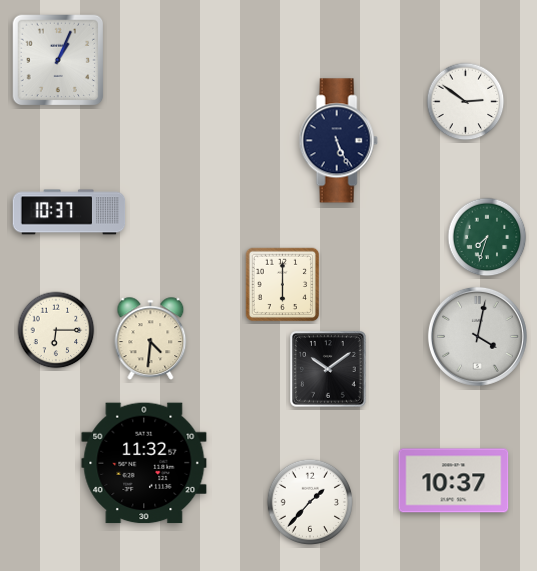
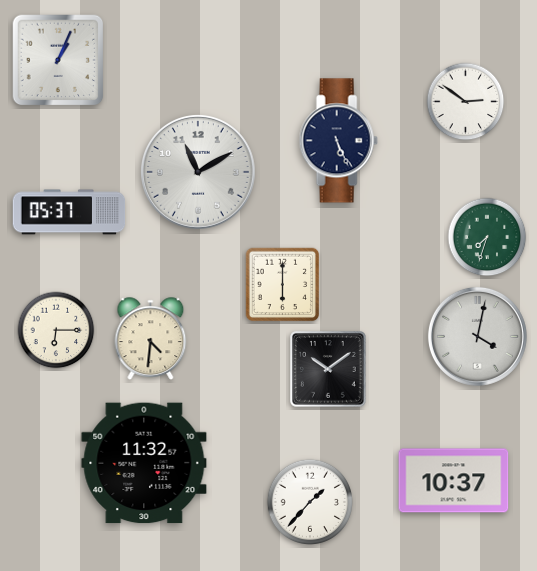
clock at (198, 172): none -> 11:10
clock at (69, 212): 10:37 -> 05:37
